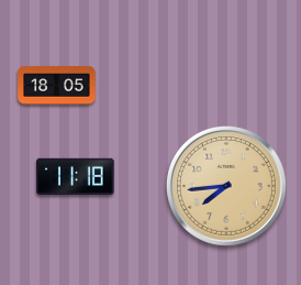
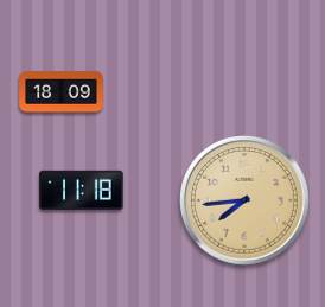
clock at (57, 86): 18:05 -> 18:09
